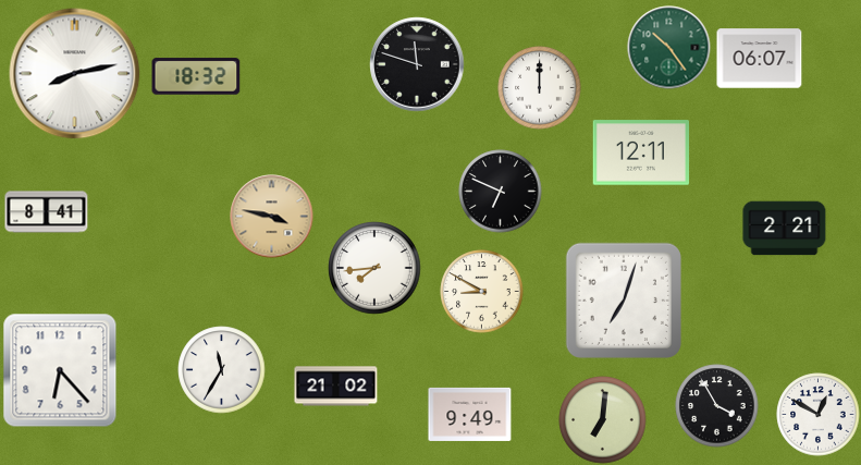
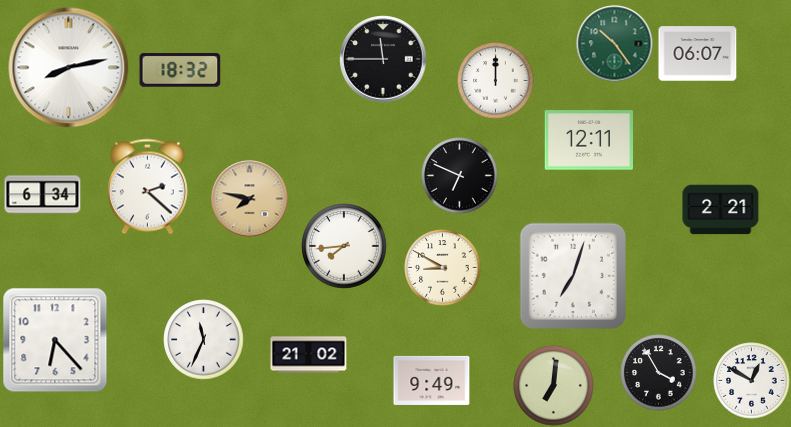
clock at (417, 64): 11:48 -> 11:45
clock at (147, 187): none -> 2:22
clock at (47, 212): 8:41 -> 6:34
clock at (272, 217): 3:47 -> 7:47
clock at (222, 370): 11:35 -> 11:34
